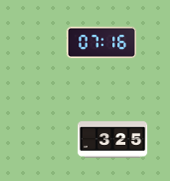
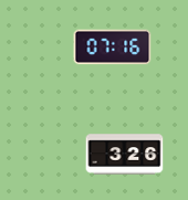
clock at (113, 140): 3:25 -> 3:26
